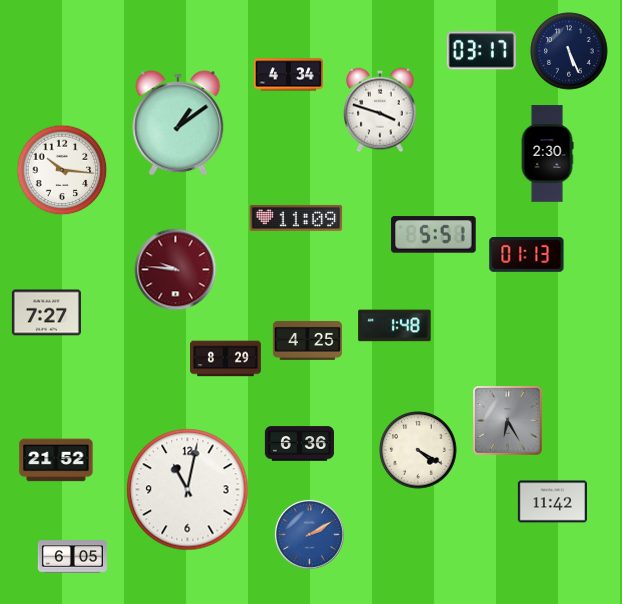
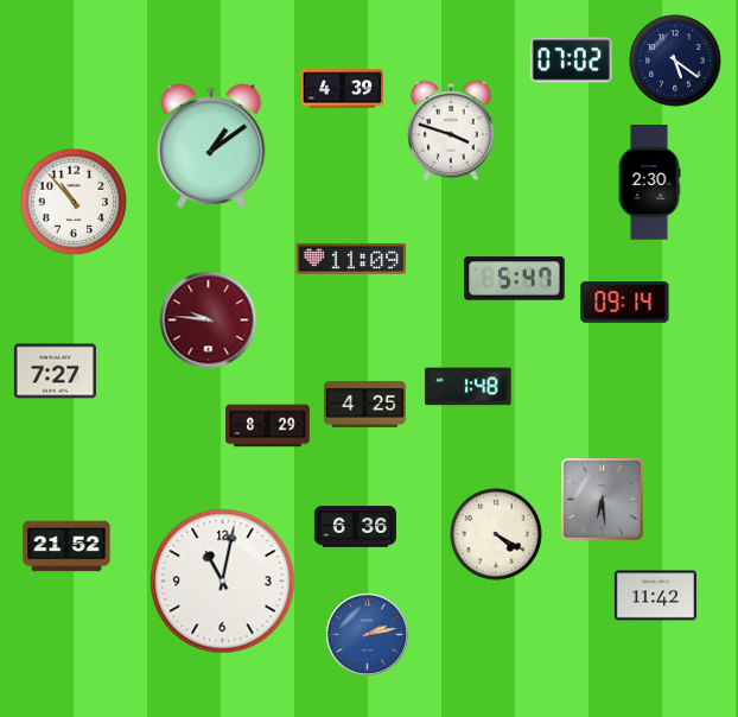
clock at (481, 51): 03:17 -> 07:02
clock at (569, 51): 5:26 -> 5:21
clock at (288, 75): 4:34 -> 4:39
clock at (62, 170): 10:16 -> 10:53
clock at (434, 235): 5:51 -> 5:47
clock at (527, 255): 01:13 -> 09:14
clock at (508, 421): 6:25 -> 6:29
clock at (309, 534): 2:10 -> 2:13
clock at (72, 557): 6:05 -> none
